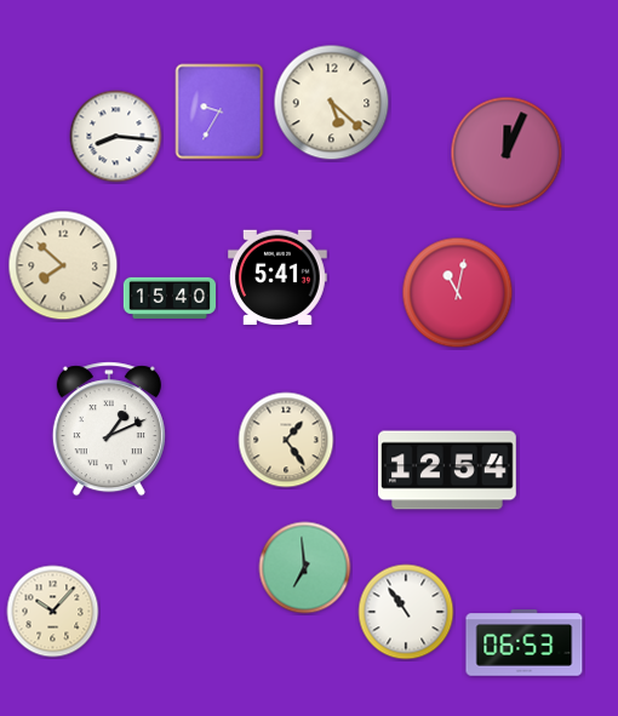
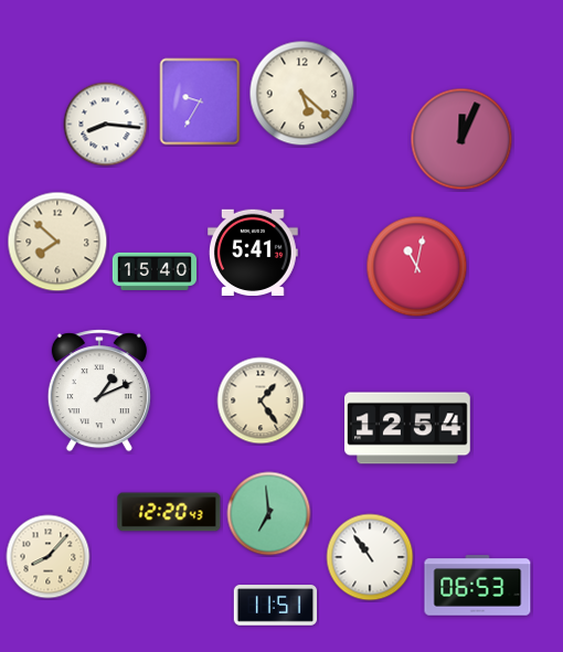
clock at (169, 512): none -> 12:20
clock at (305, 568) position: (305, 568) -> (269, 514)
clock at (53, 612): 10:07 -> 8:07
clock at (276, 606): none -> 11:51
